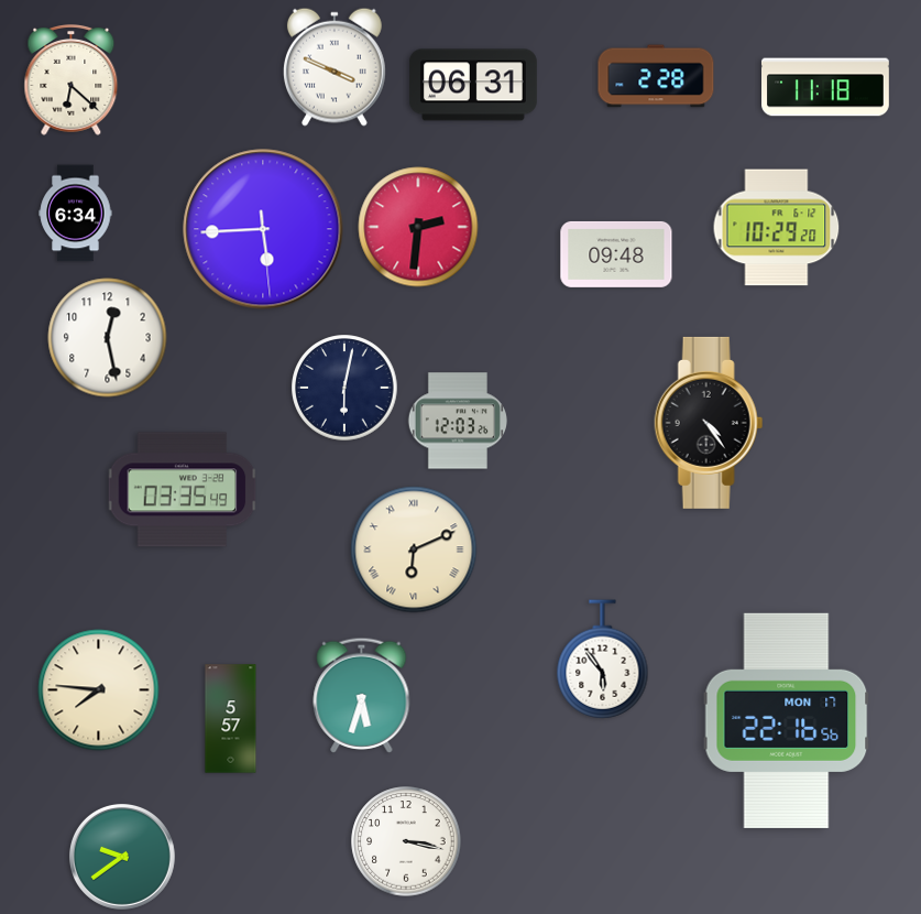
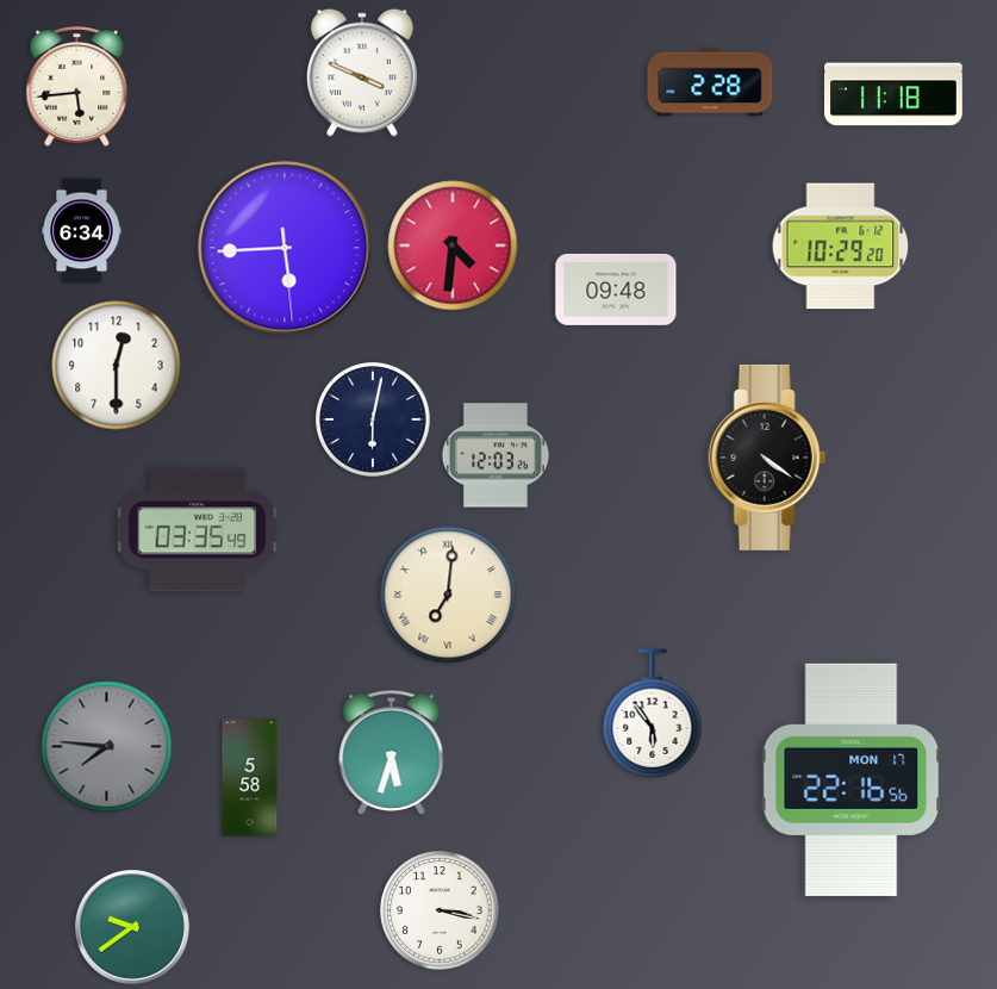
clock at (72, 79): 6:22 -> 5:44
clock at (474, 85): 06:31 -> none
clock at (418, 227): 2:31 -> 4:31
clock at (616, 254) position: (616, 254) -> (616, 290)
clock at (108, 338): 12:28 -> 12:30
clock at (709, 423): 4:24 -> 4:21
clock at (414, 550): 6:11 -> 7:01
clock at (99, 690) dial: cream -> grey
clock at (231, 719): 5:57 -> 5:58
